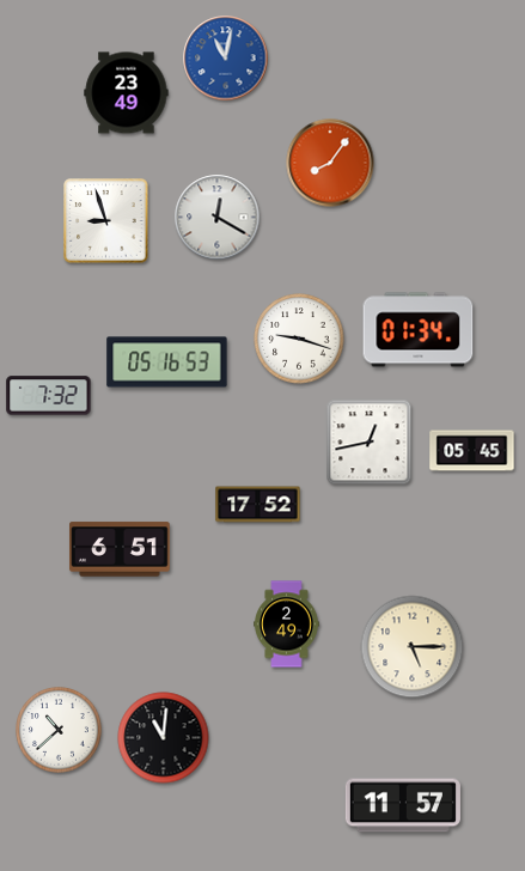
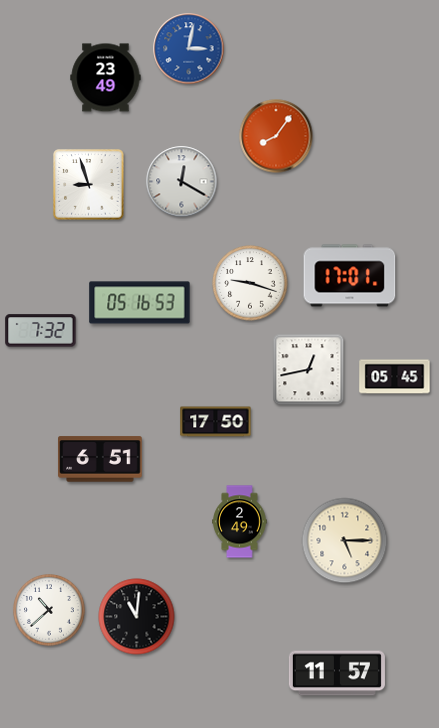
clock at (226, 59): 11:02 -> 3:02
clock at (419, 330): 01:34 -> 17:01
clock at (258, 505): 17:52 -> 17:50
